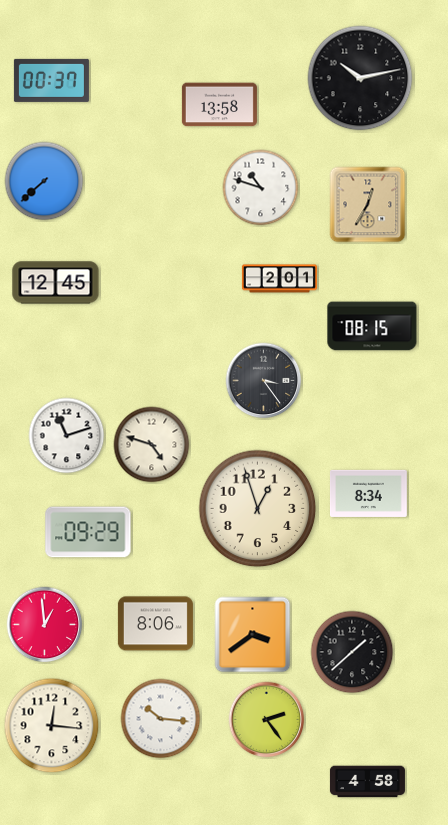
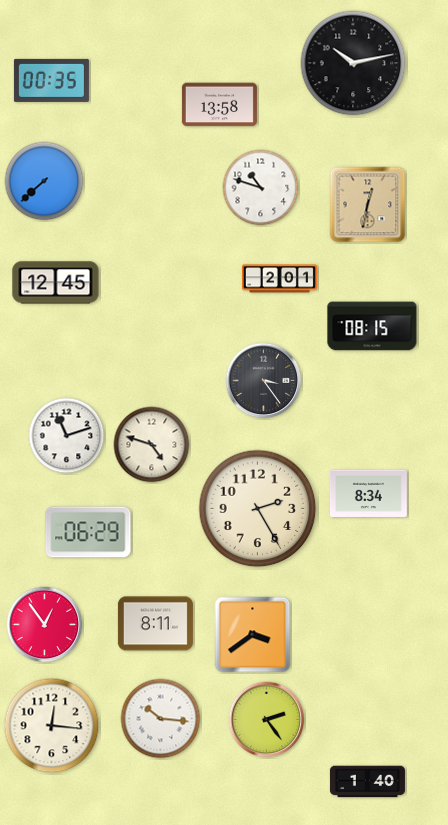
clock at (360, 78) position: (360, 78) -> (353, 63)
clock at (51, 80): 00:37 -> 00:35
clock at (368, 205): 12:35 -> 12:32
clock at (258, 509): 12:57 -> 2:25
clock at (88, 532): 09:29 -> 06:29
clock at (155, 624): 8:06 -> 8:11
clock at (45, 625): 12:59 -> 12:54
clock at (352, 652): 1:38 -> none
clock at (367, 782): 4:58 -> 1:40
